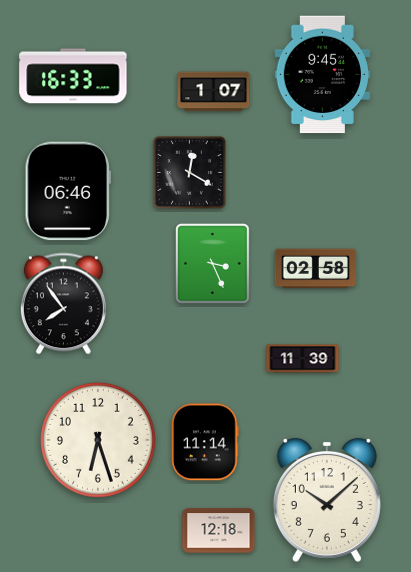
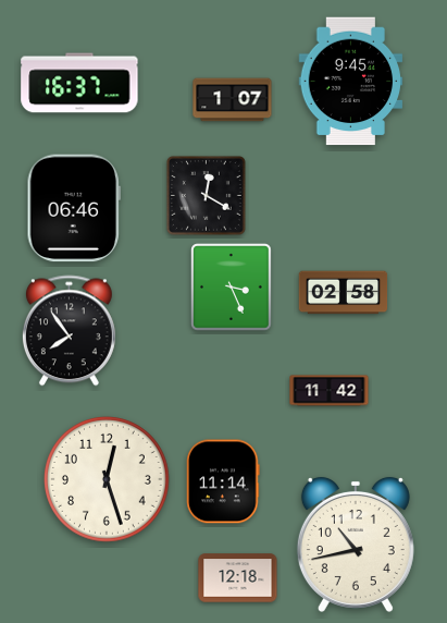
clock at (73, 76): 16:33 -> 16:37
clock at (189, 172) position: (189, 172) -> (206, 195)
clock at (303, 359): 11:39 -> 11:42
clock at (98, 440): 6:27 -> 12:27
clock at (327, 500): 10:08 -> 10:43
